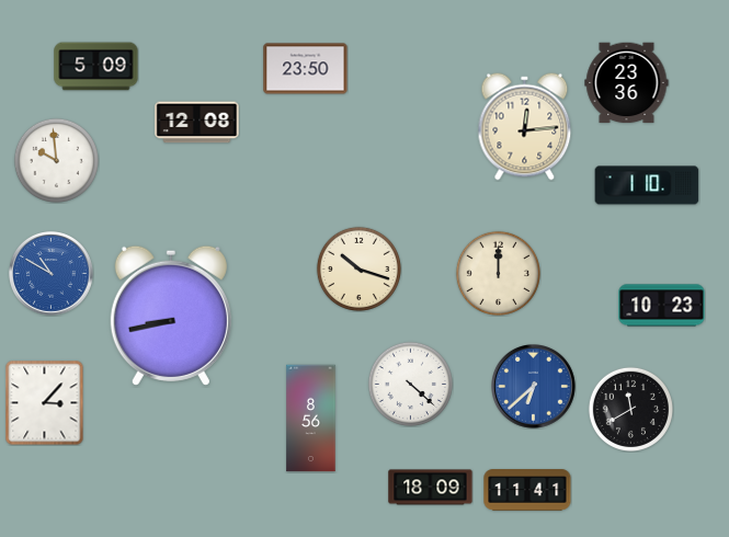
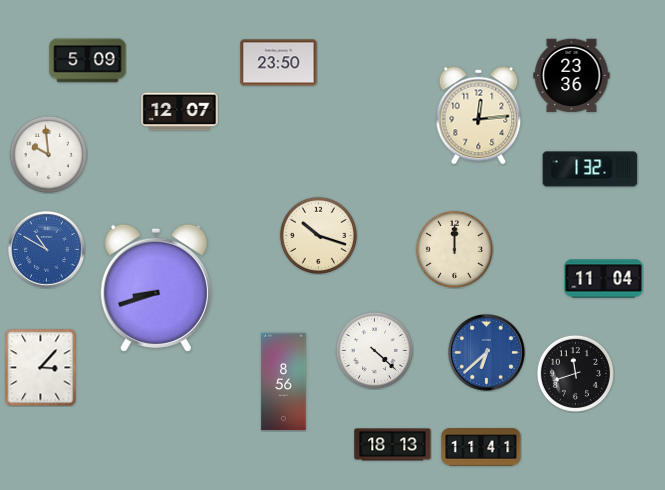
clock at (197, 123): 12:08 -> 12:07
clock at (56, 160) position: (56, 160) -> (48, 154)
clock at (647, 185): 1:10 -> 1:32
clock at (358, 268) position: (358, 268) -> (318, 235)
clock at (662, 306): 10:23 -> 11:04
clock at (171, 316): 8:43 -> 8:42
clock at (630, 409): 11:40 -> 11:42
clock at (431, 488): 18:09 -> 18:13
